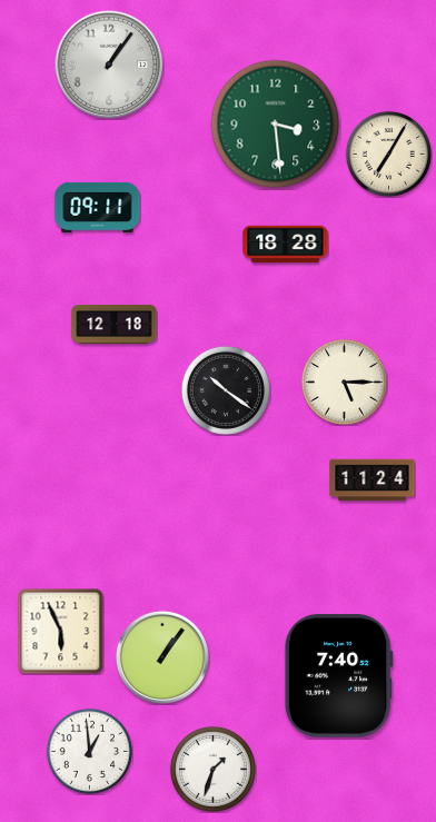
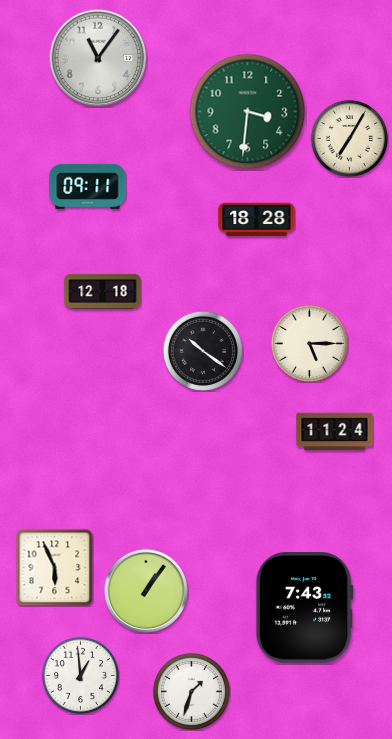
clock at (109, 65): 1:06 -> 11:06
clock at (276, 125): 3:29 -> 3:31
clock at (338, 676): 7:40 -> 7:43
